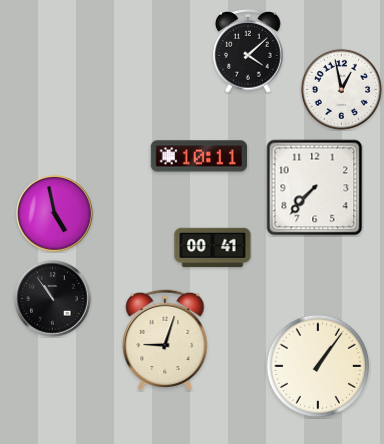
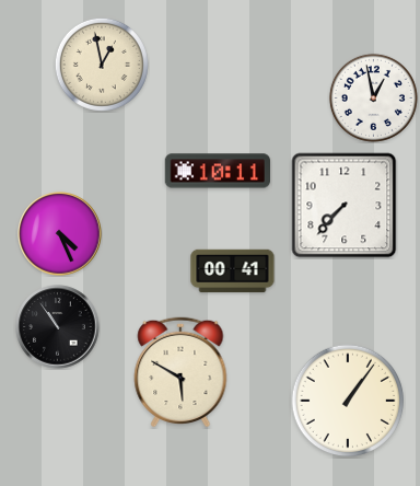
clock at (248, 52): 4:08 -> none
clock at (102, 65): none -> 12:58
clock at (55, 214): 4:58 -> 4:26
clock at (165, 340): 9:03 -> 5:50
